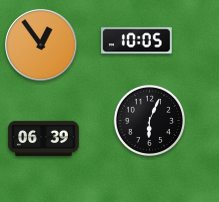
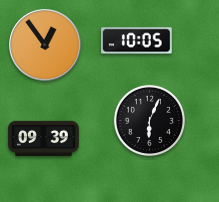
clock at (41, 45) position: (41, 45) -> (45, 45)
clock at (44, 139): 06:39 -> 09:39
